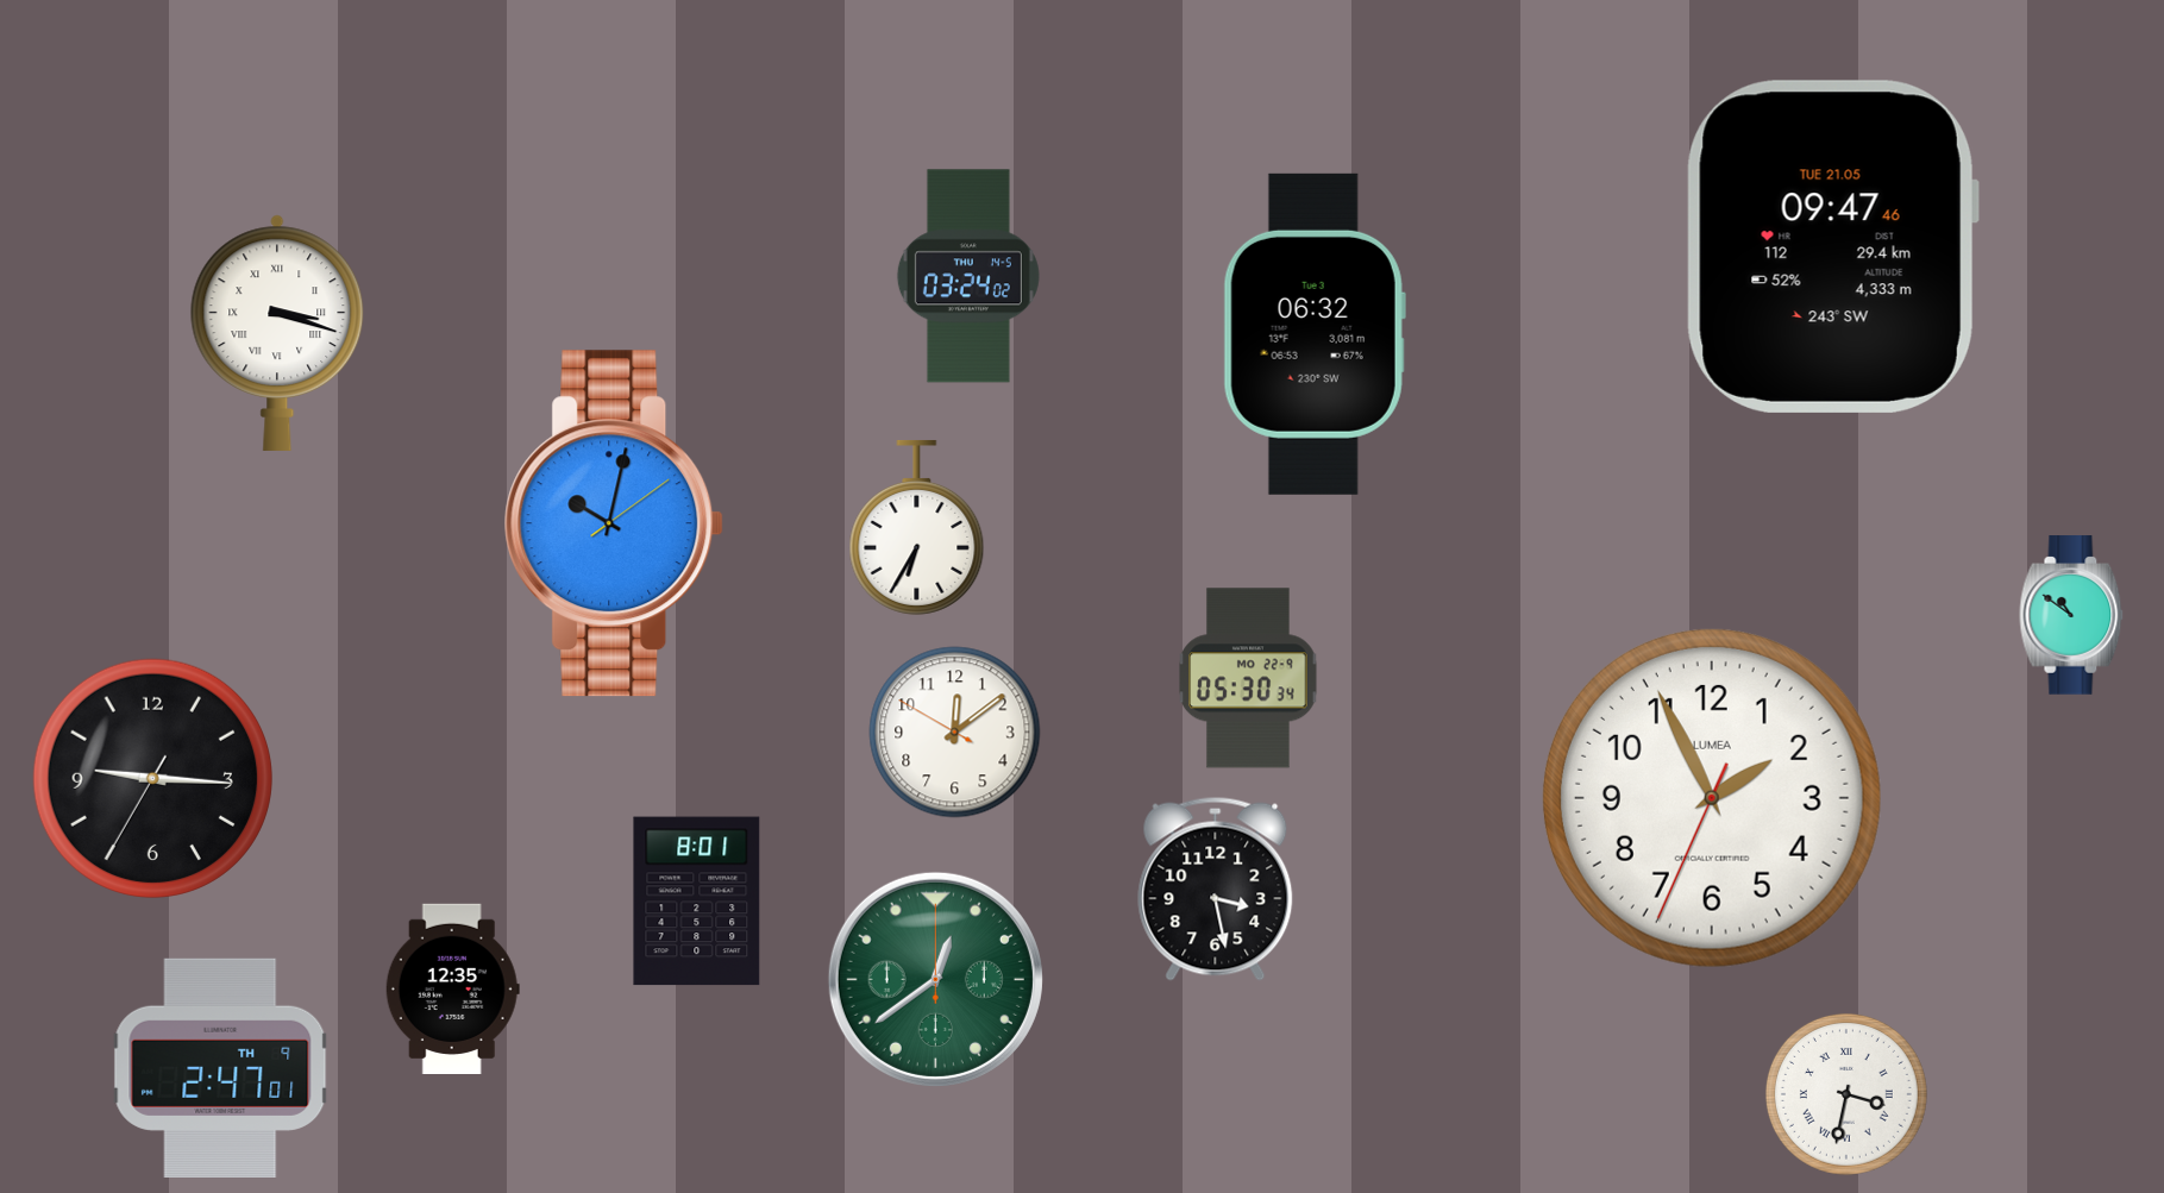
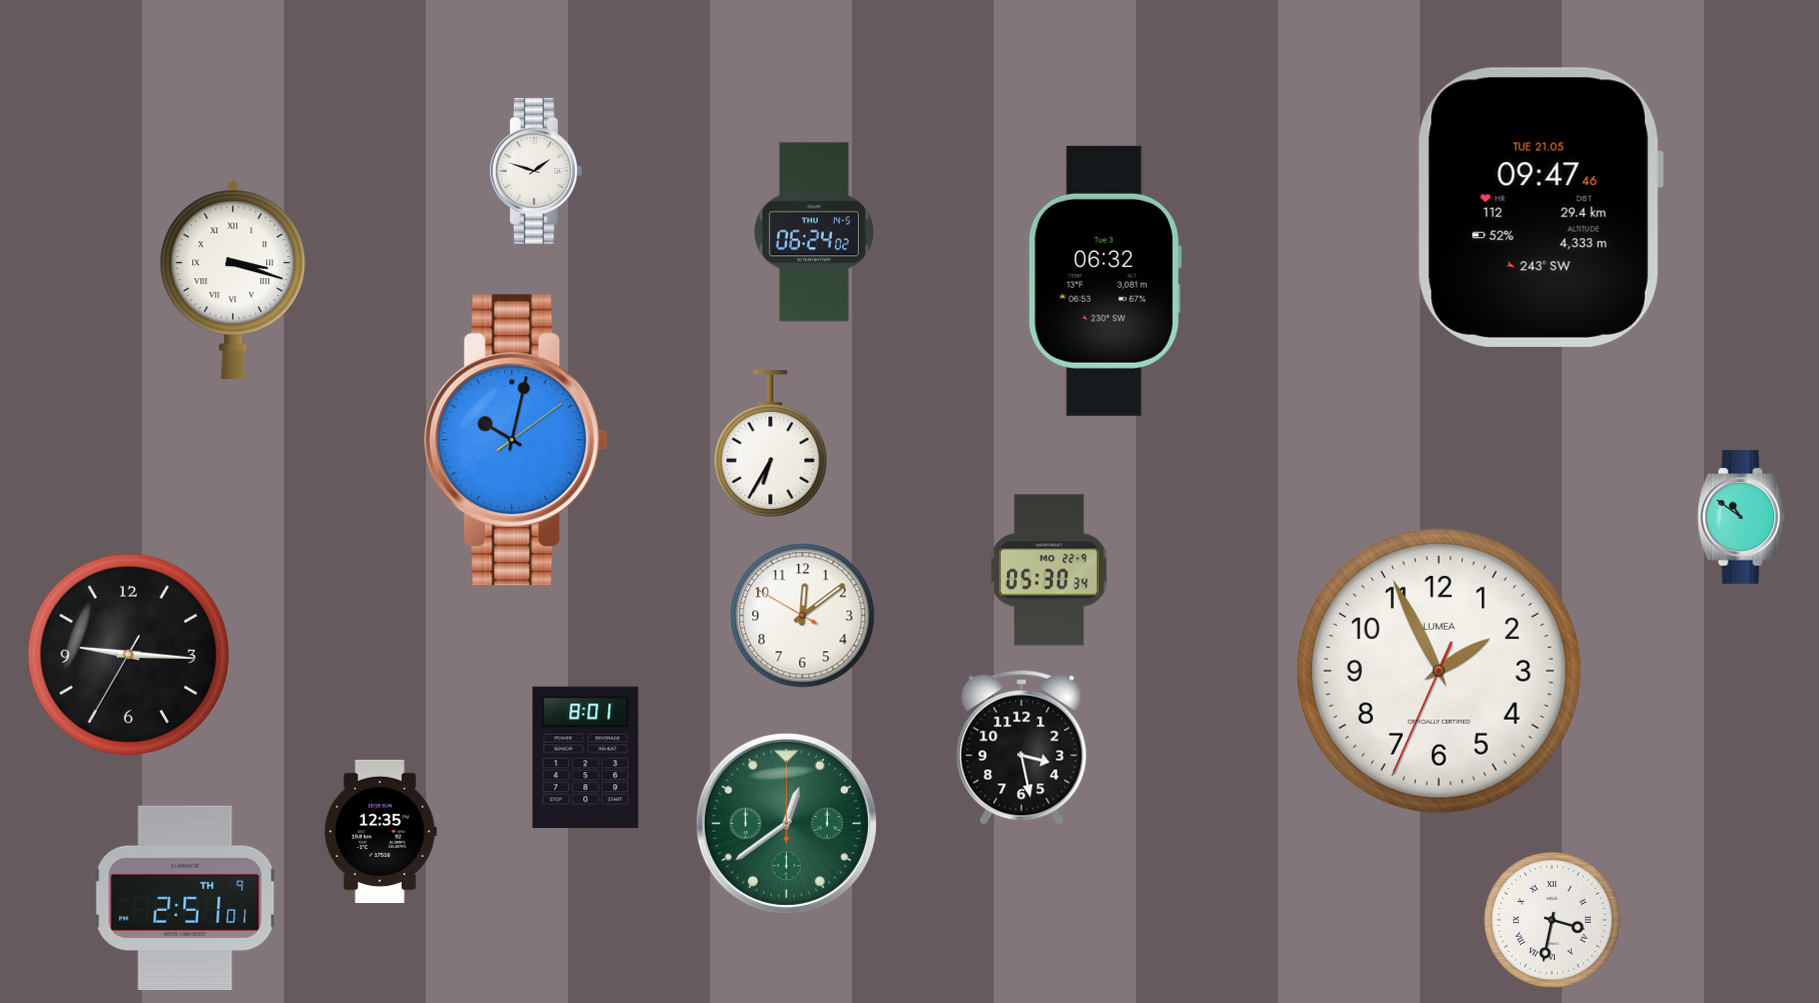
clock at (536, 171): none -> 1:48
clock at (968, 276): 03:24 -> 06:24
clock at (220, 1068): 2:47 -> 2:51
